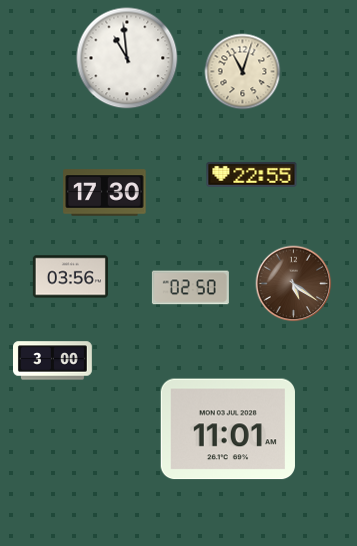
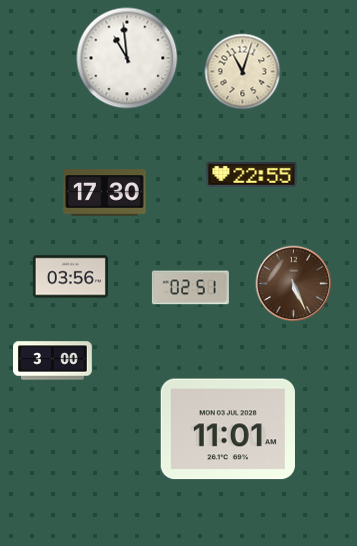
clock at (294, 284): 5:21 -> 5:26
clock at (190, 288): 02:50 -> 02:51
